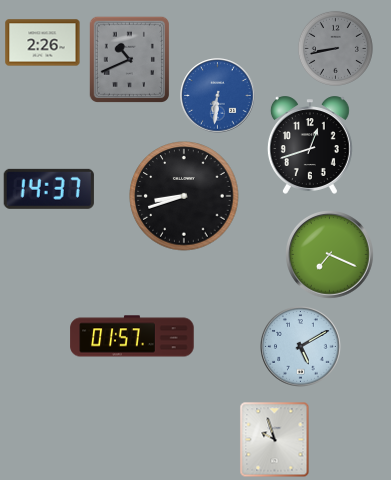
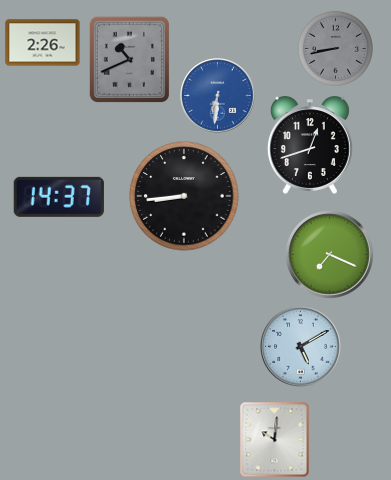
clock at (49, 189) position: (49, 189) -> (59, 197)
clock at (184, 196): 8:42 -> 8:44
clock at (132, 336): 01:57 -> none
clock at (275, 440): 9:57 -> 10:01
